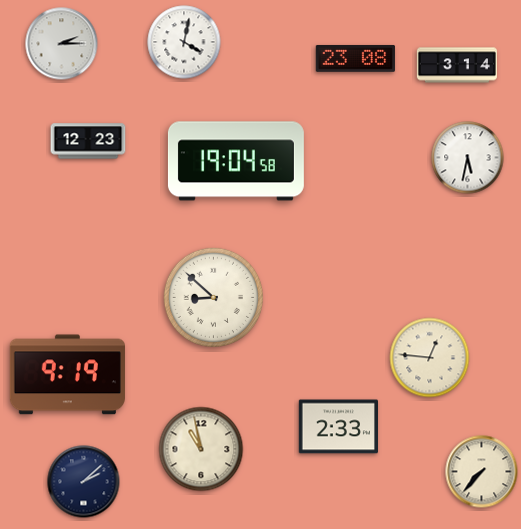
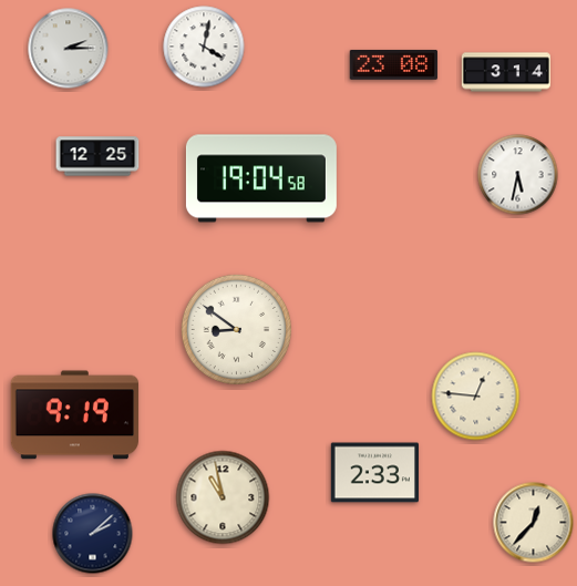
clock at (88, 141): 12:23 -> 12:25
clock at (213, 297): 8:52 -> 8:51
clock at (482, 472): 7:37 -> 12:37
